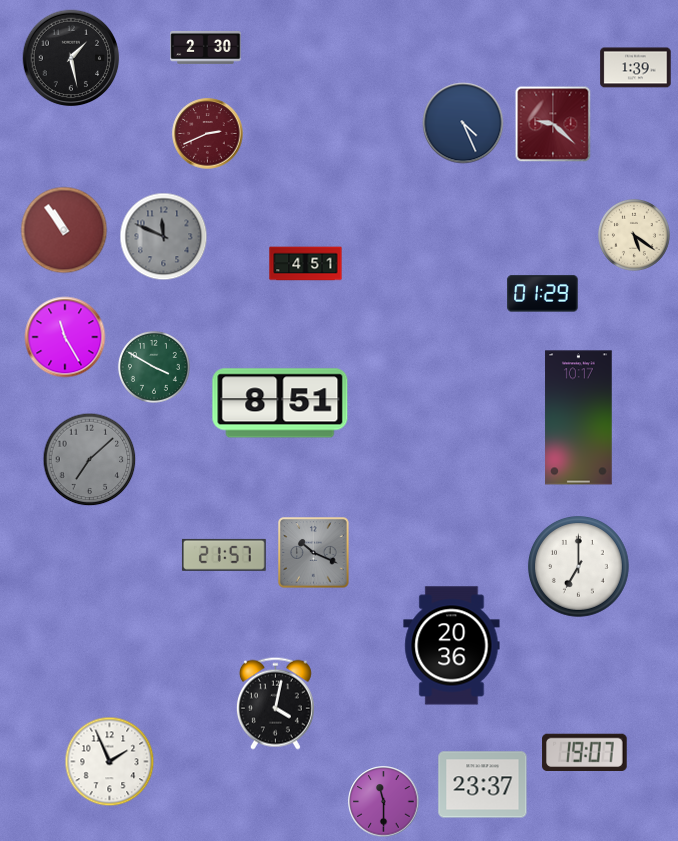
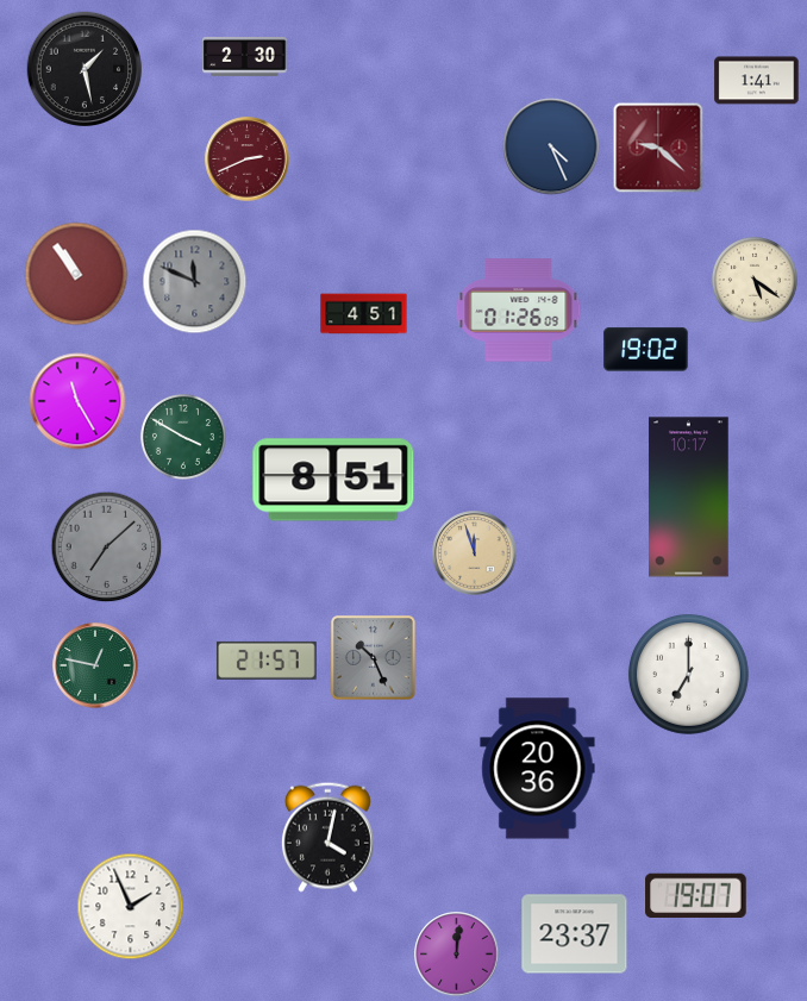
clock at (636, 68): 1:39 -> 1:41
clock at (519, 311): none -> 01:26
clock at (543, 294): 01:29 -> 19:02
clock at (475, 553): none -> 11:57
clock at (314, 553): 10:19 -> 10:26
clock at (95, 665): none -> 12:47
clock at (384, 802): 11:30 -> 12:01
